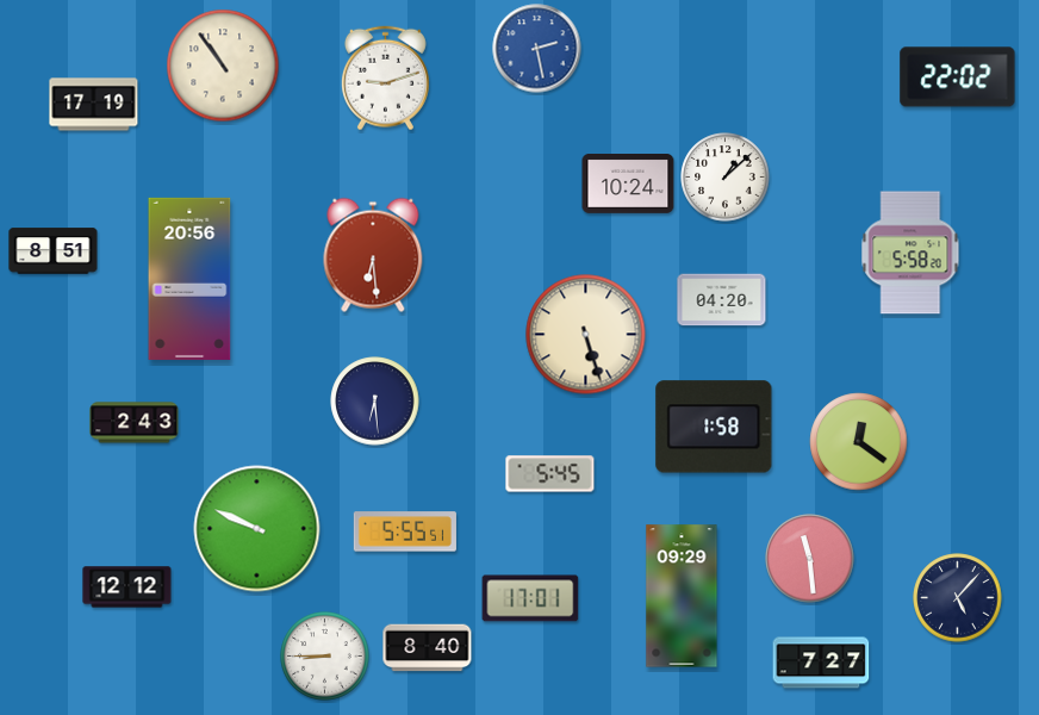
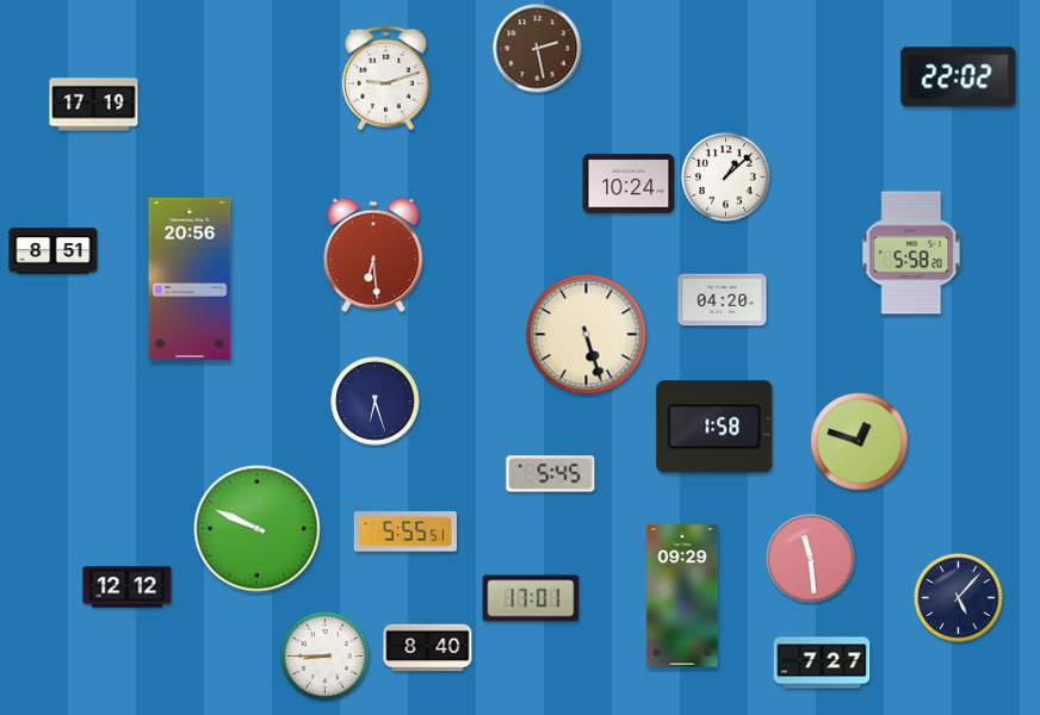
clock at (537, 49) dial: blue -> brown
clock at (223, 66): 10:54 -> none
clock at (375, 402): 6:29 -> 6:27
clock at (135, 423): 2:43 -> none
clock at (859, 442): 12:21 -> 12:48
